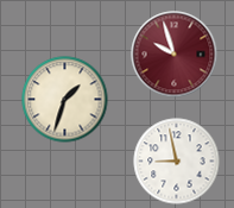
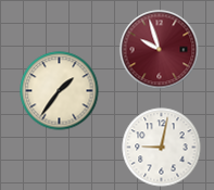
clock at (65, 100): 1:33 -> 1:36
clock at (177, 162): 8:58 -> 9:02
